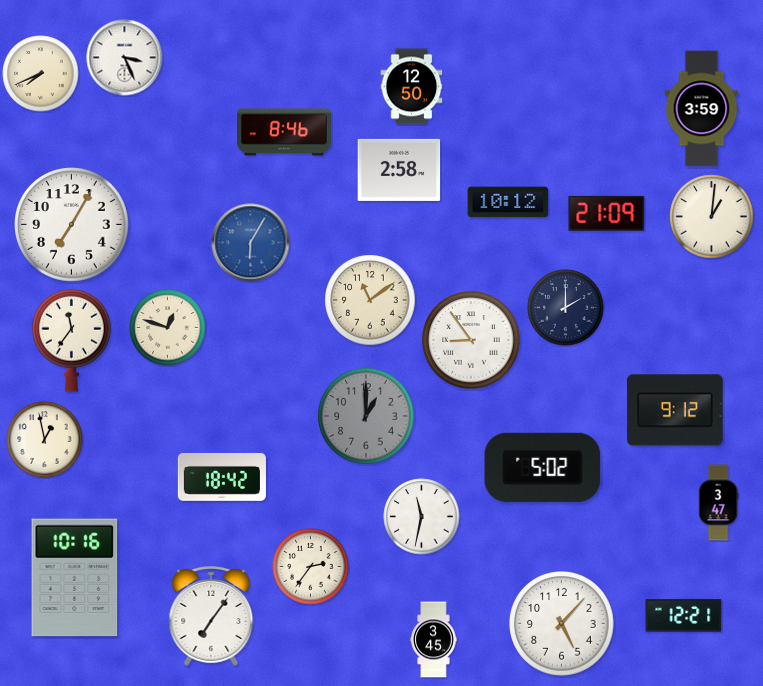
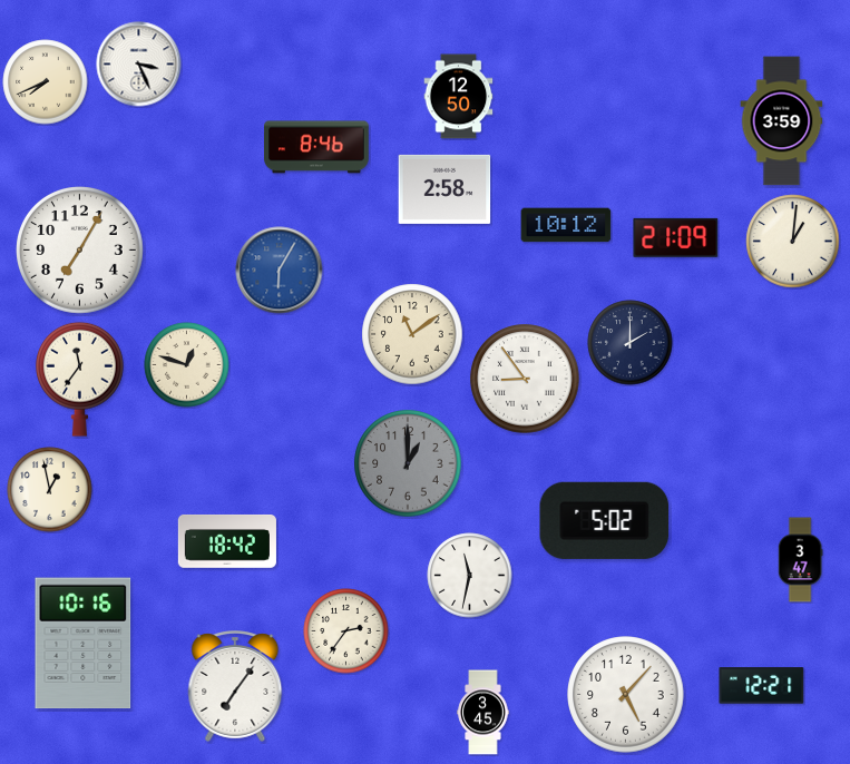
clock at (675, 410): 9:12 -> none
clock at (222, 477) position: (222, 477) -> (227, 541)
